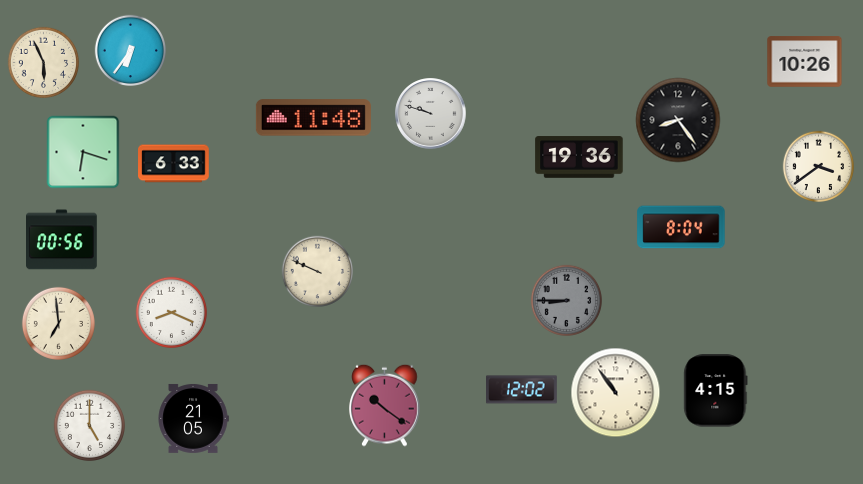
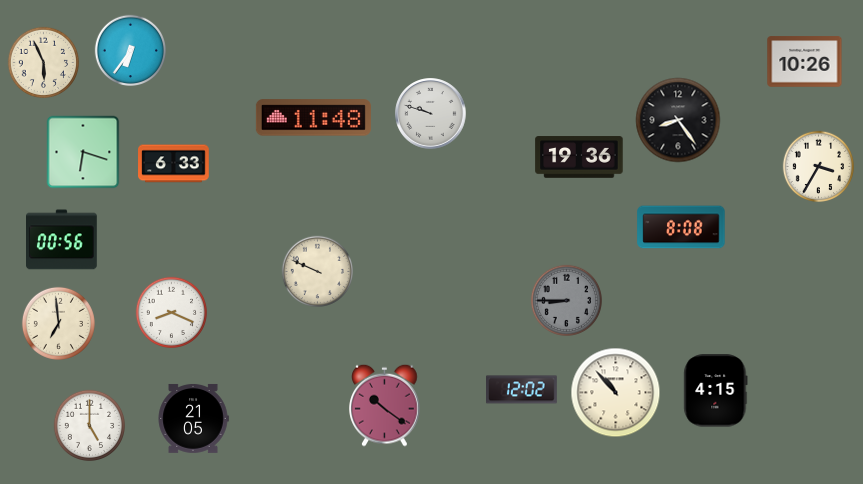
clock at (819, 167): 3:39 -> 3:35
clock at (681, 227): 8:04 -> 8:08
clock at (616, 393): 10:54 -> 10:53
